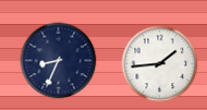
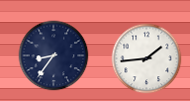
clock at (59, 61): 8:34 -> 8:36
